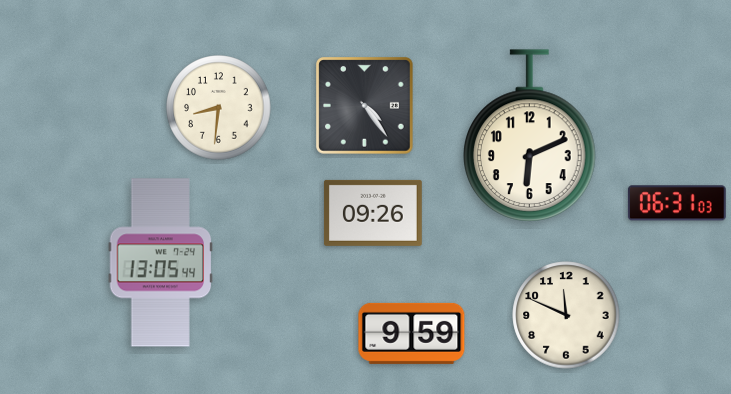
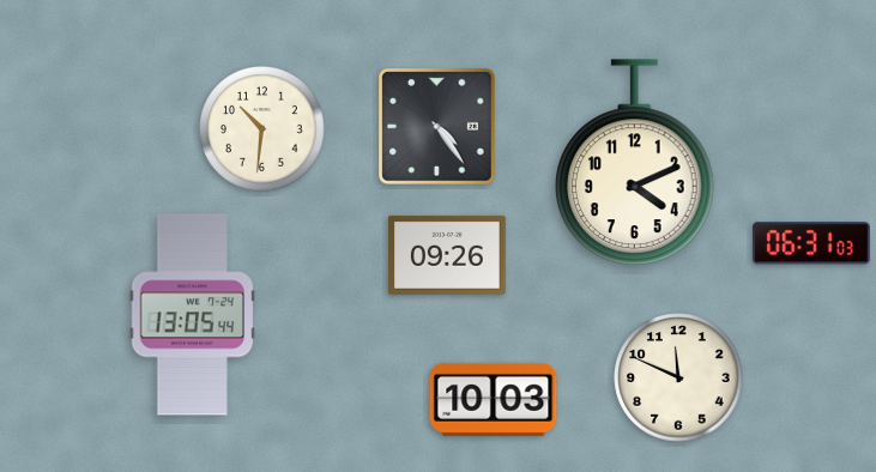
clock at (219, 108): 8:31 -> 10:31
clock at (530, 136): 6:11 -> 4:11
clock at (412, 333): 9:59 -> 10:03
